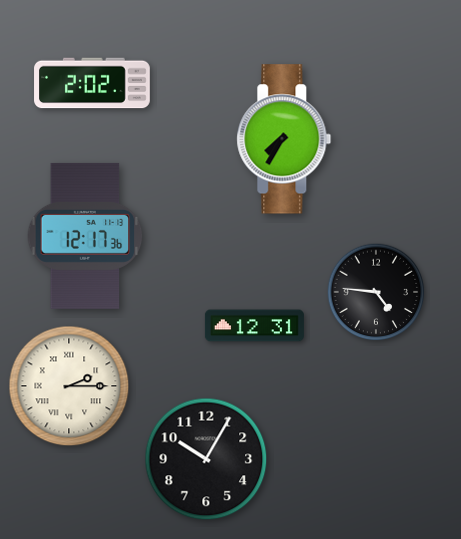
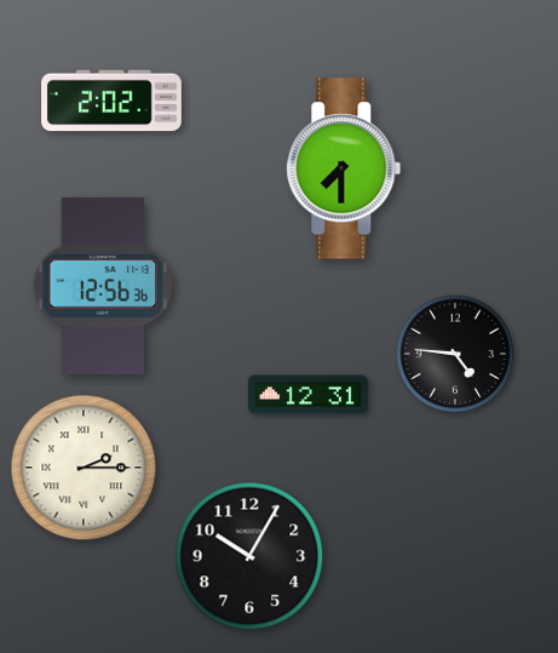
clock at (284, 139): 7:35 -> 7:30
clock at (85, 236): 12:17 -> 12:56
